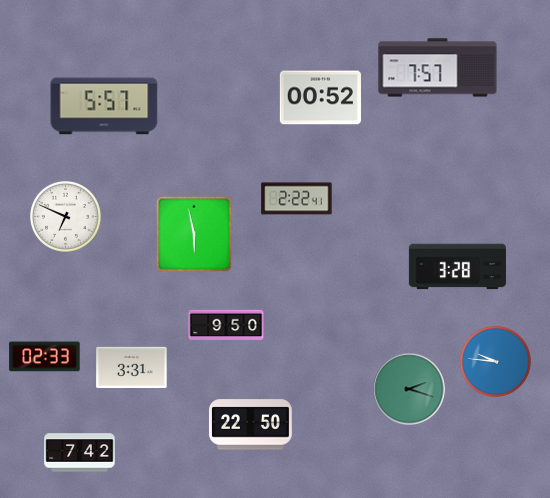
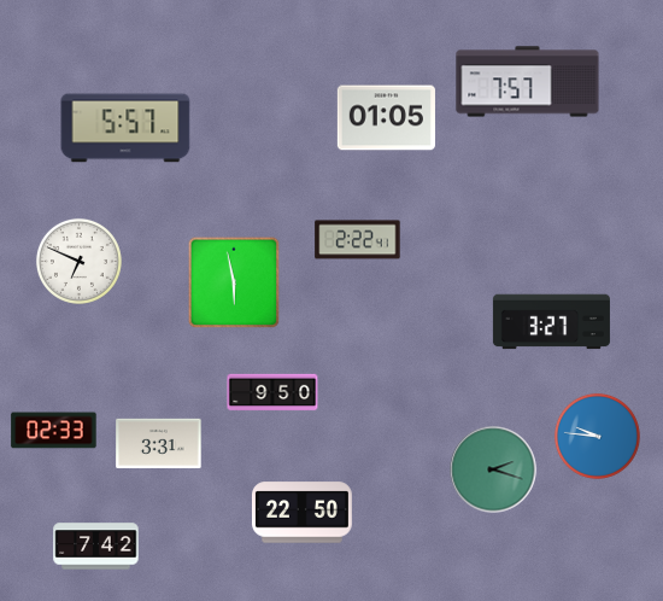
clock at (320, 98): 00:52 -> 01:05
clock at (457, 267): 3:28 -> 3:27
